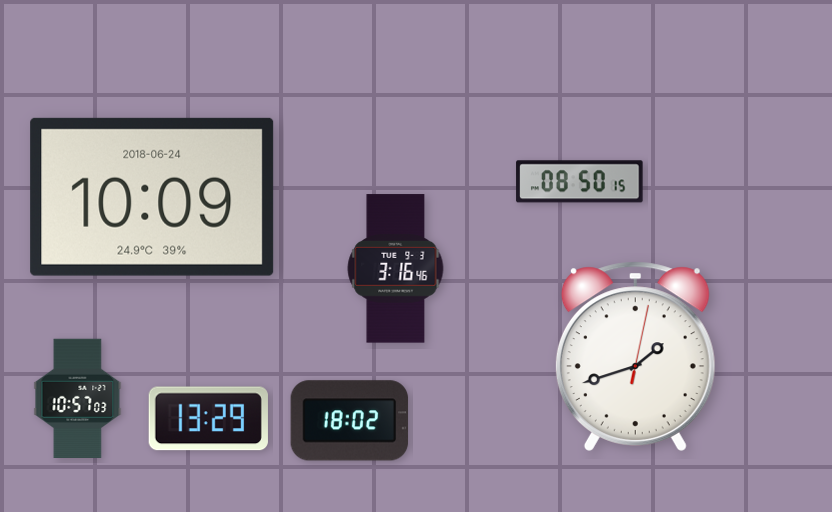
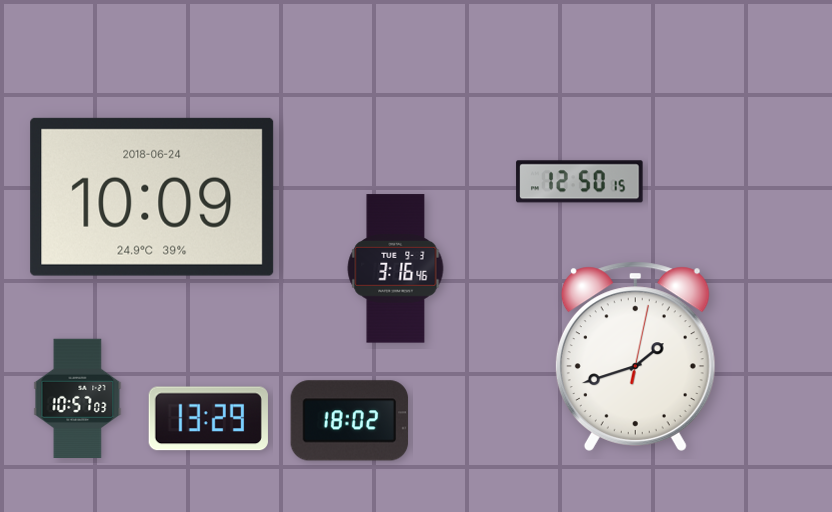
clock at (580, 182): 08:50 -> 12:50
